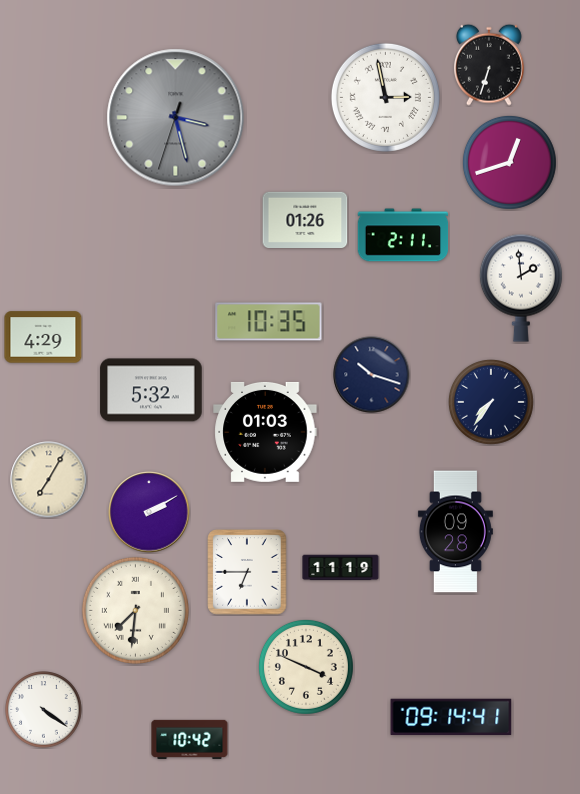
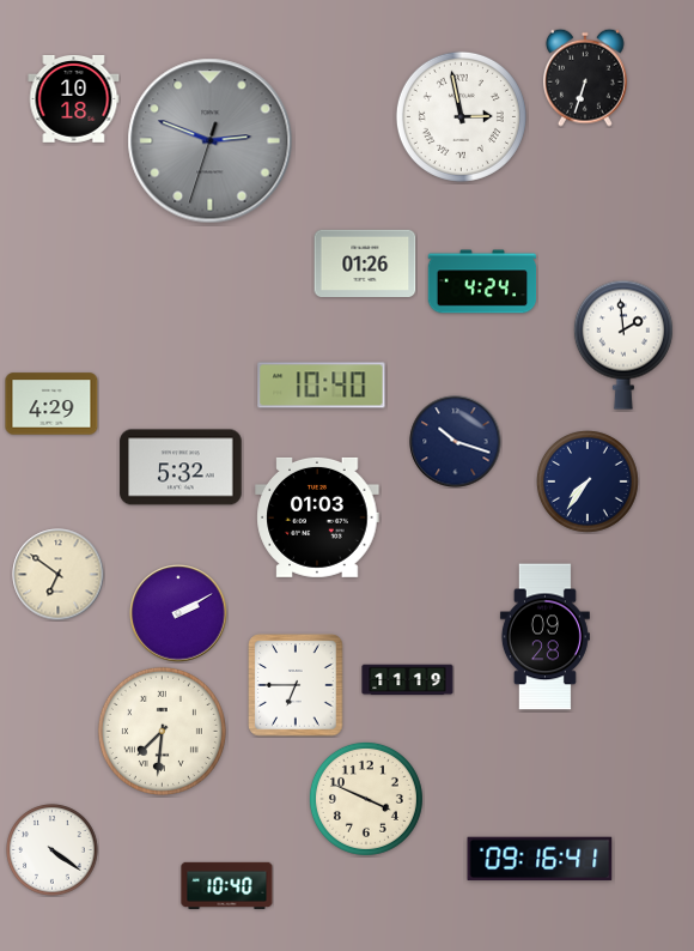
clock at (74, 98): none -> 10:18
clock at (176, 118): 3:27 -> 2:48
clock at (509, 162): 12:42 -> none
clock at (403, 235): 2:11 -> 4:24
clock at (269, 322): 10:35 -> 10:40
clock at (372, 375) position: (372, 375) -> (456, 442)
clock at (49, 480): 7:05 -> 6:51
clock at (451, 717): 09:14 -> 09:16
clock at (190, 739): 10:42 -> 10:40
